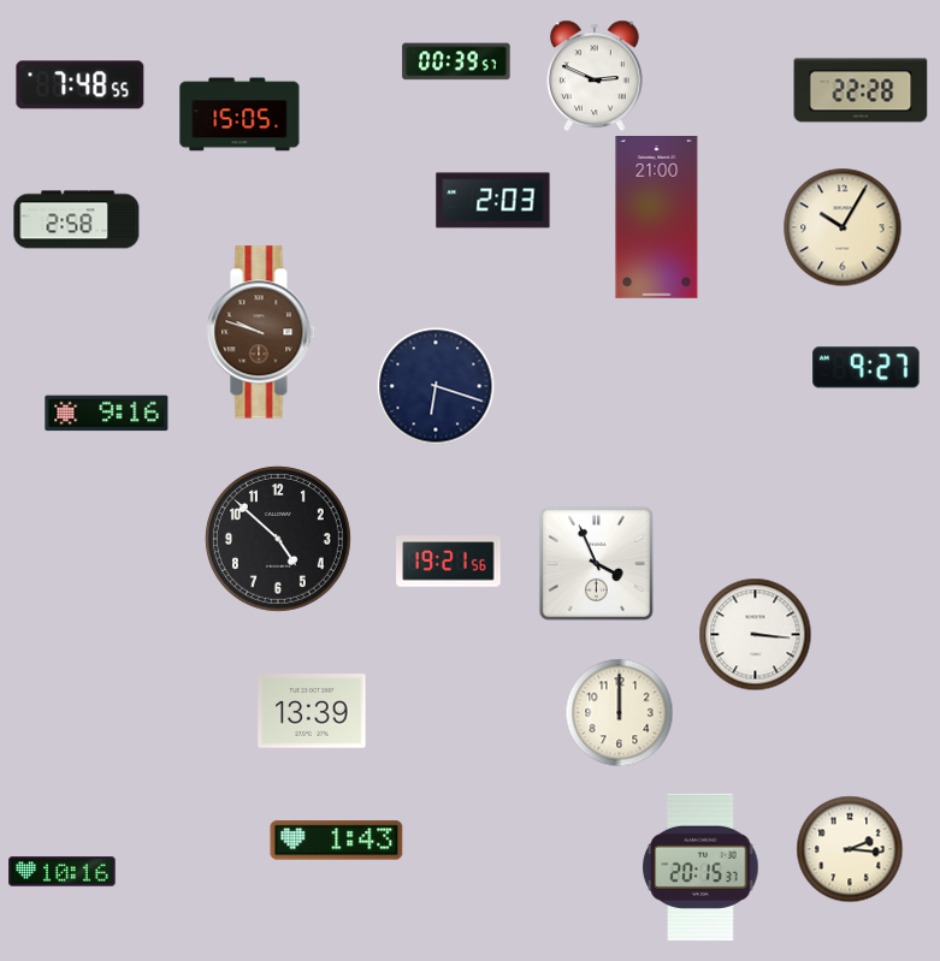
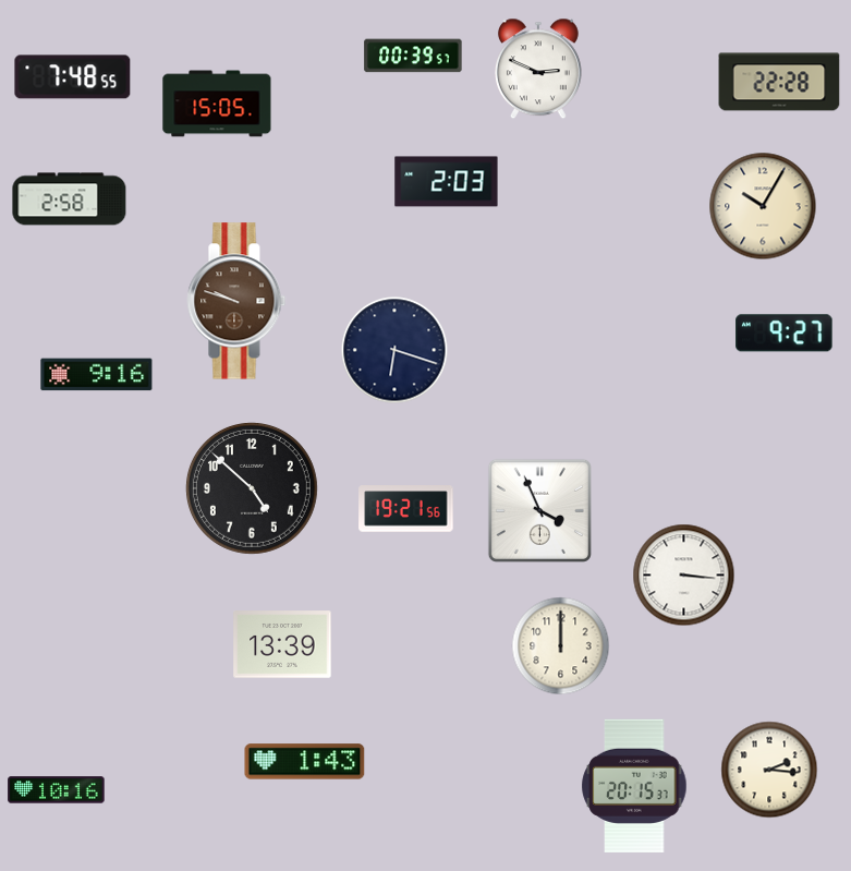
clock at (657, 218): 21:00 -> none
